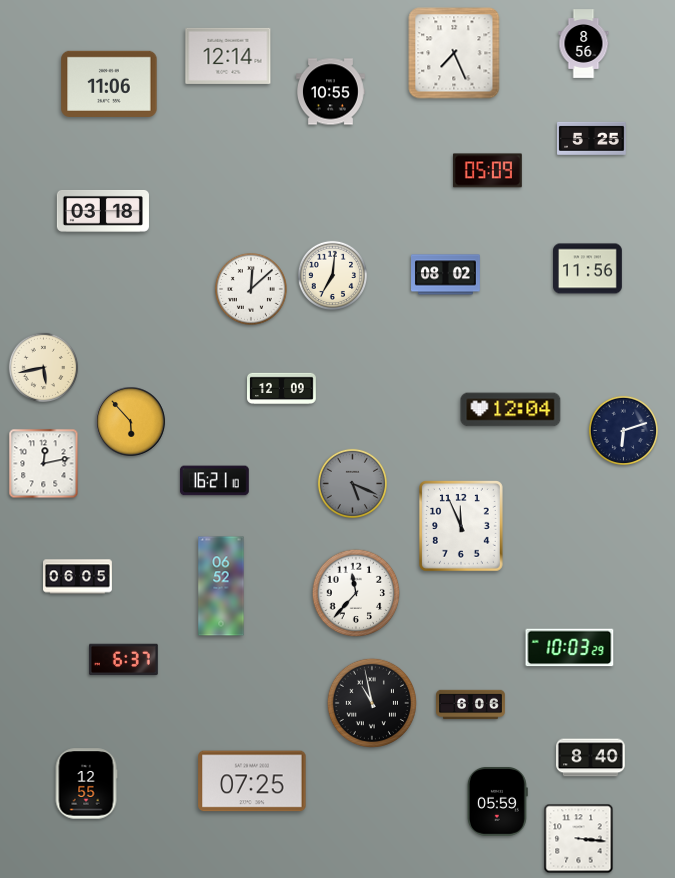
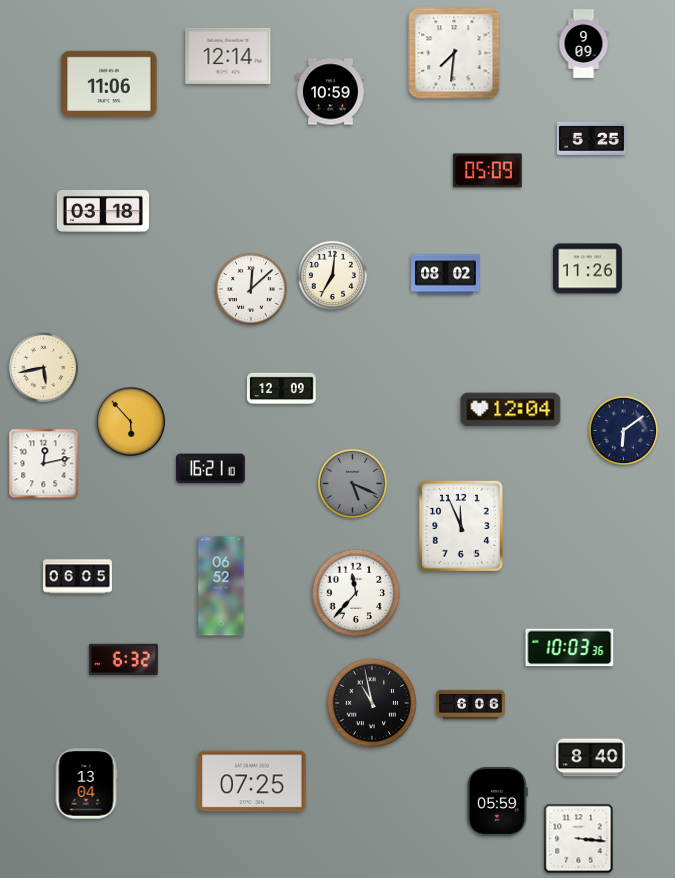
clock at (584, 44): 8:56 -> 9:09
clock at (454, 53): 7:26 -> 7:31
clock at (331, 92): 10:55 -> 10:59
clock at (588, 269): 11:56 -> 11:26
clock at (623, 430): 6:12 -> 6:09
clock at (214, 481) position: (214, 481) -> (210, 469)
clock at (570, 648): 10:03:29 -> 10:03:36
clock at (123, 660): 6:37 -> 6:32
clock at (86, 784): 12:55 -> 13:04
